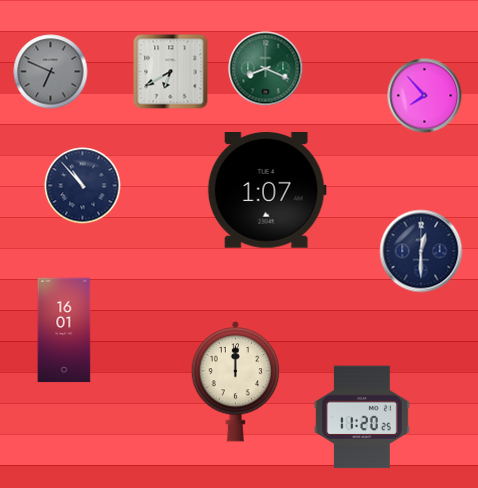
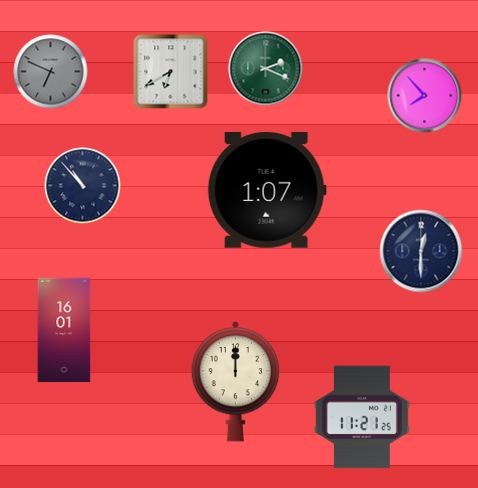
clock at (266, 69): 8:19 -> 2:19
clock at (362, 417): 11:20 -> 11:21
